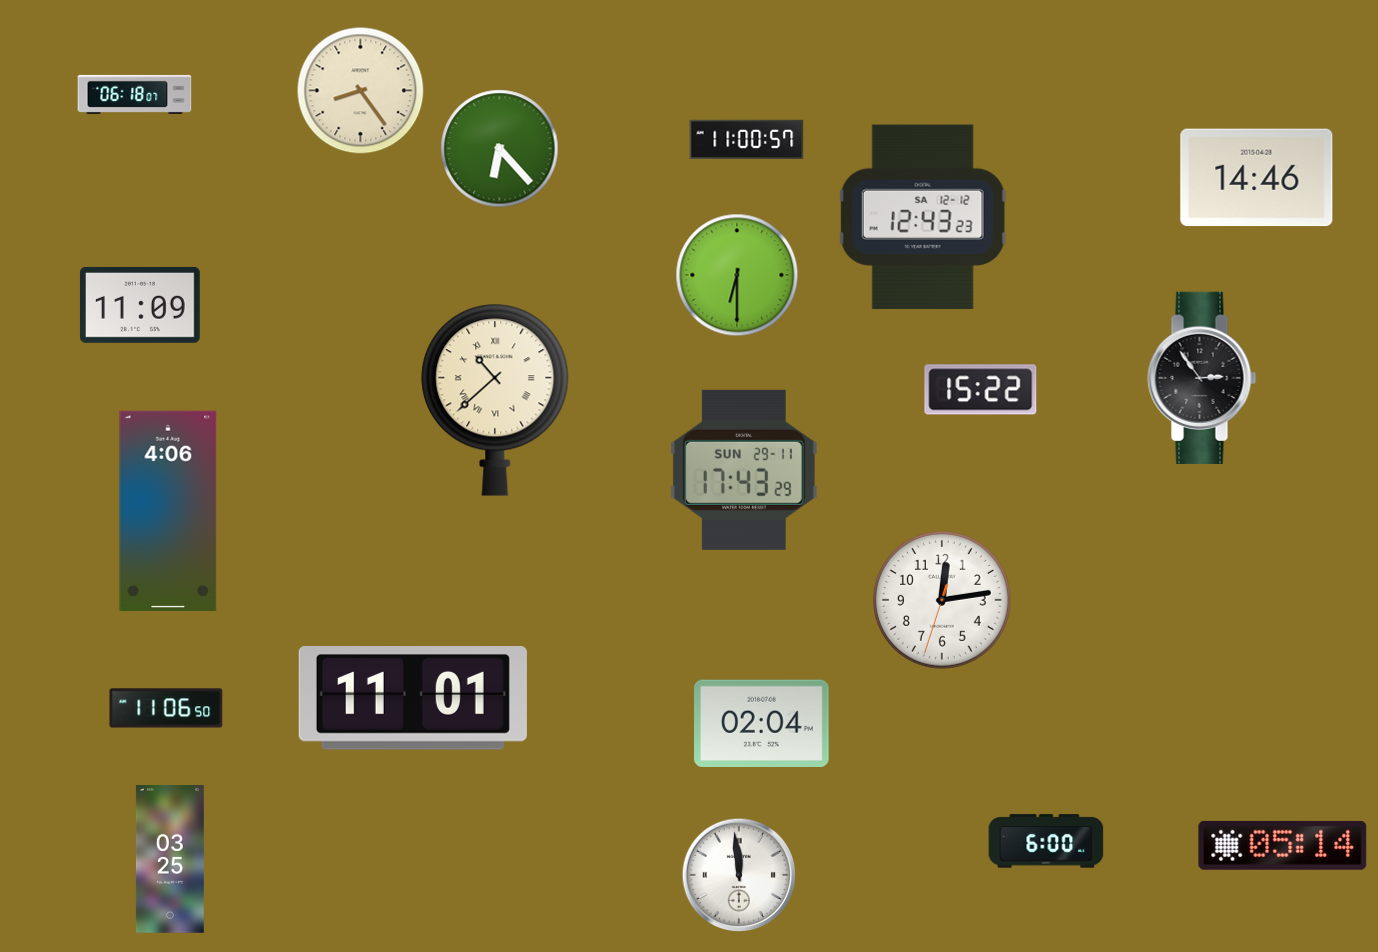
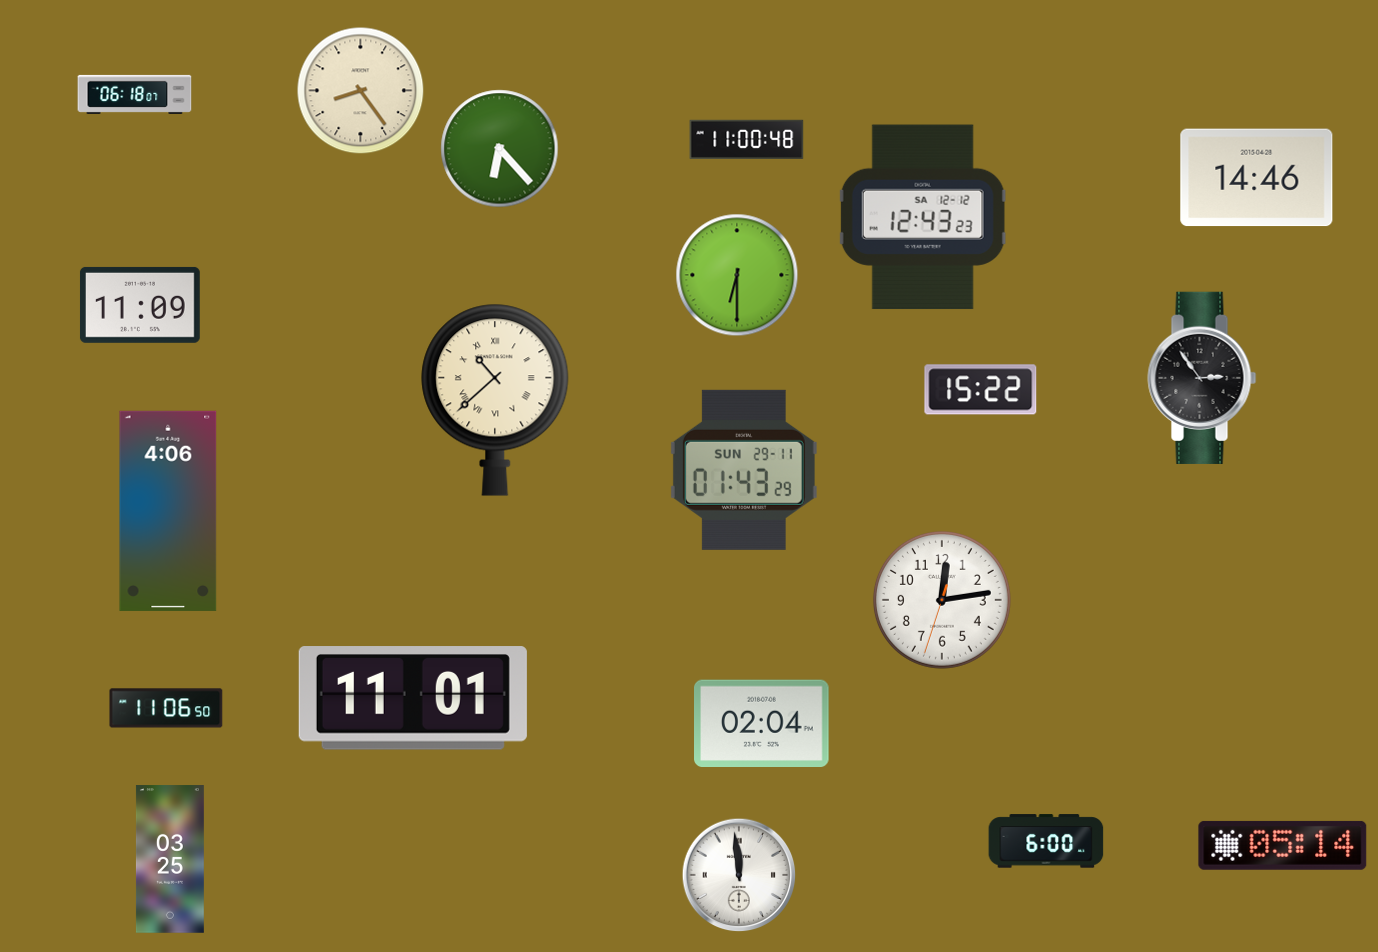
clock at (747, 139): 11:00:57 -> 11:00:48
clock at (744, 470): 17:43 -> 01:43
